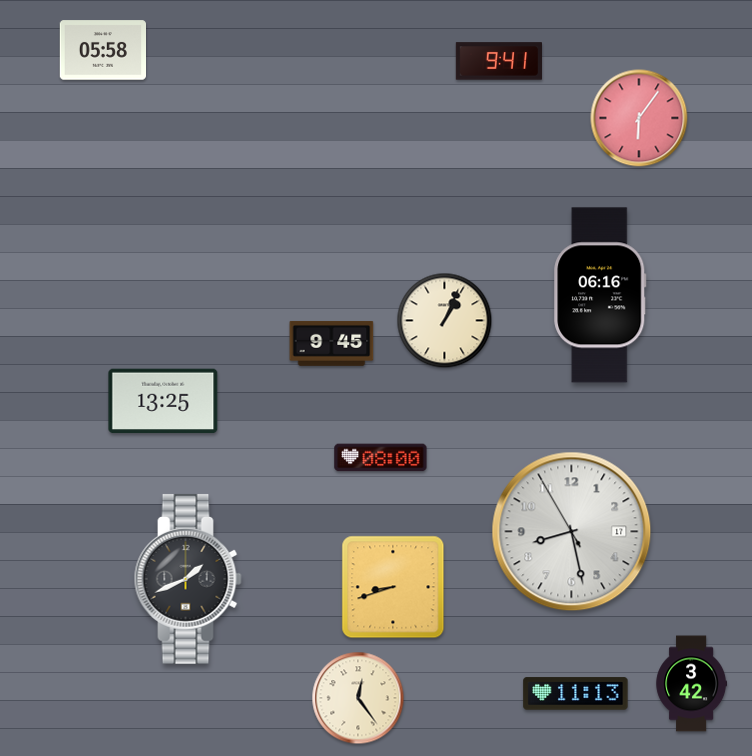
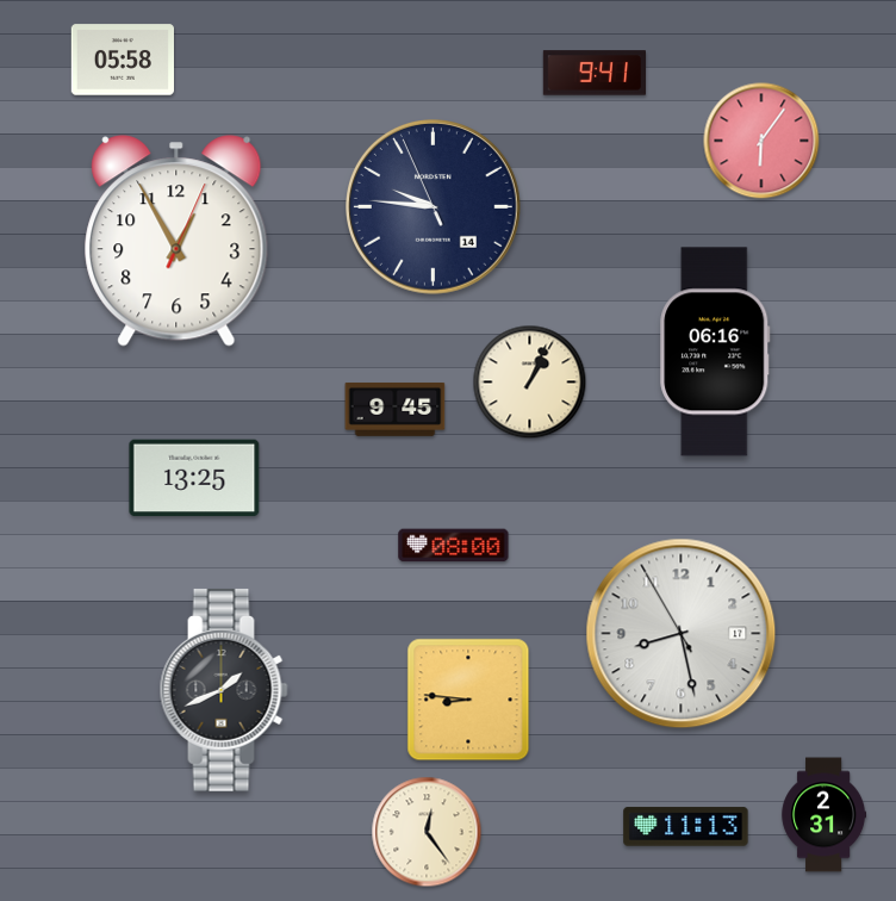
clock at (434, 207): none -> 9:45
clock at (176, 241): none -> 12:55
clock at (393, 587): 8:42 -> 8:46
clock at (691, 684): 3:42 -> 2:31
